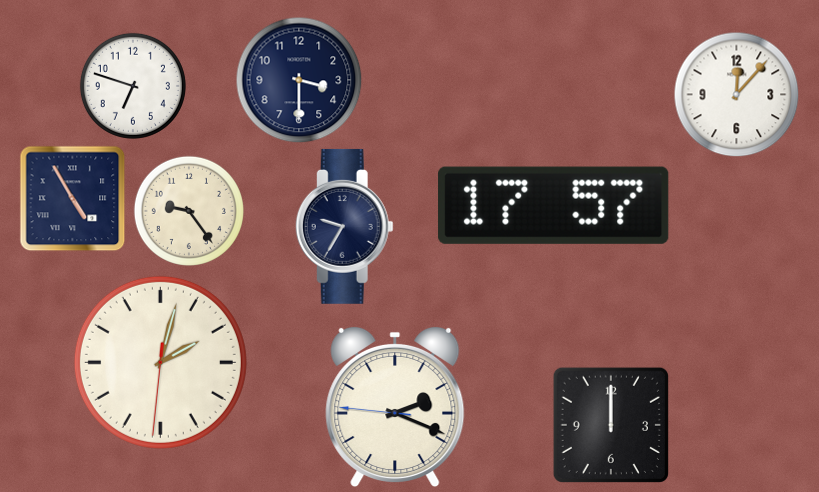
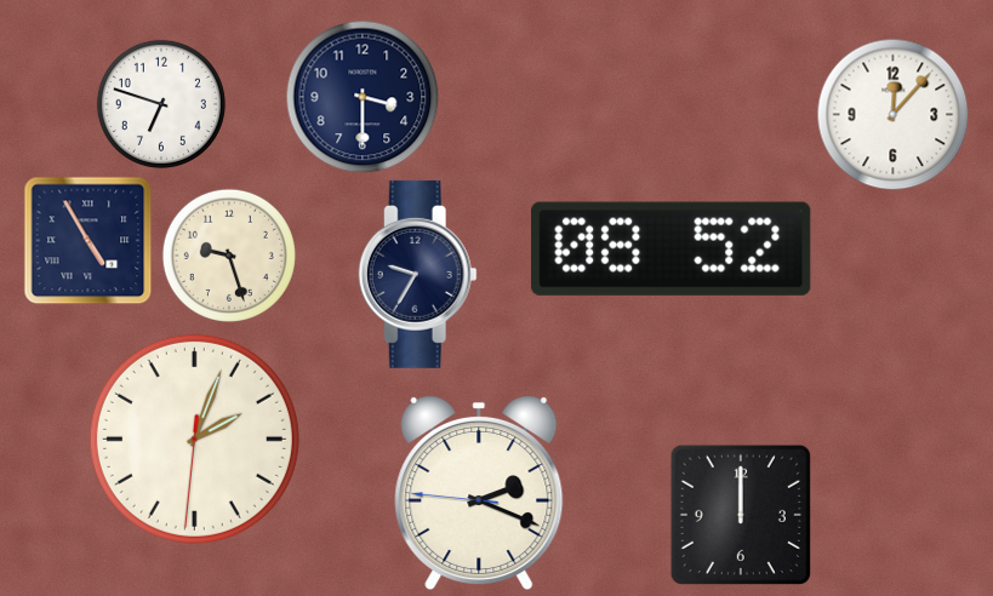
clock at (554, 205): 17:57 -> 08:52
clock at (189, 211): 9:24 -> 9:27
clock at (160, 362): 2:02 -> 2:03
